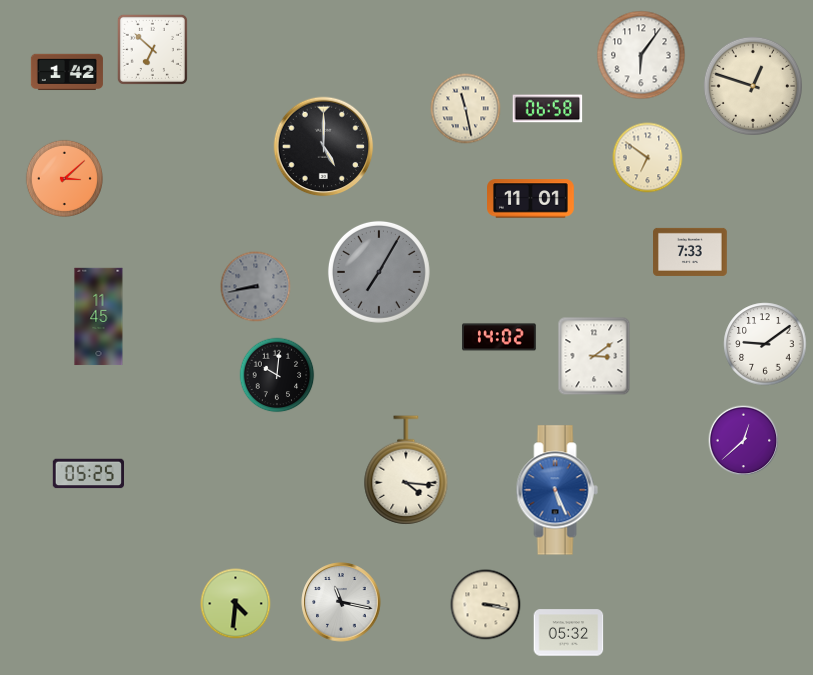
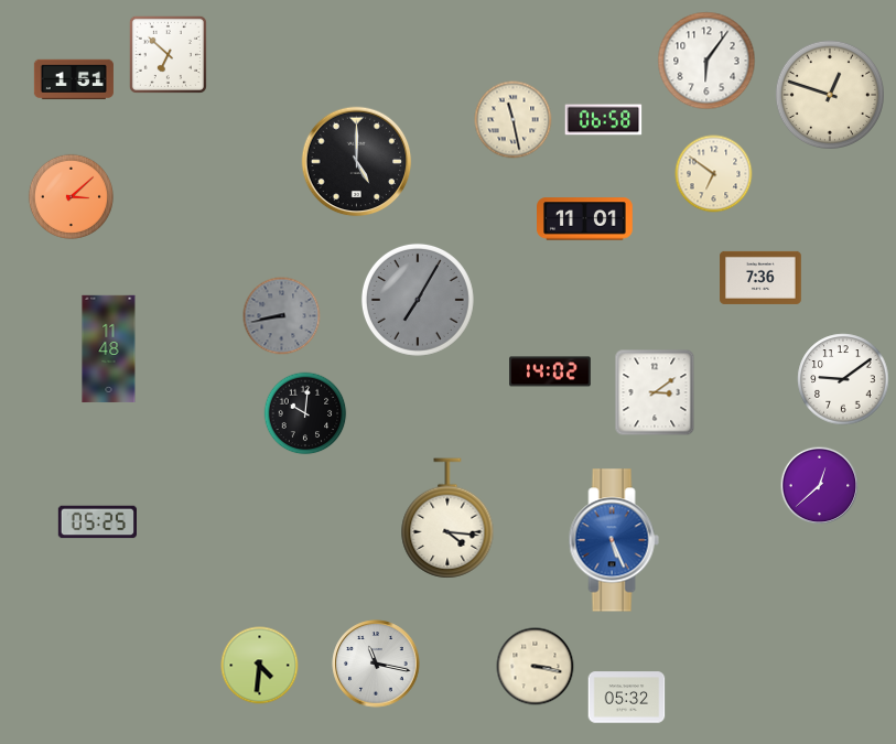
clock at (67, 72): 1:42 -> 1:51
clock at (690, 252): 7:33 -> 7:36
clock at (99, 317): 11:45 -> 11:48
